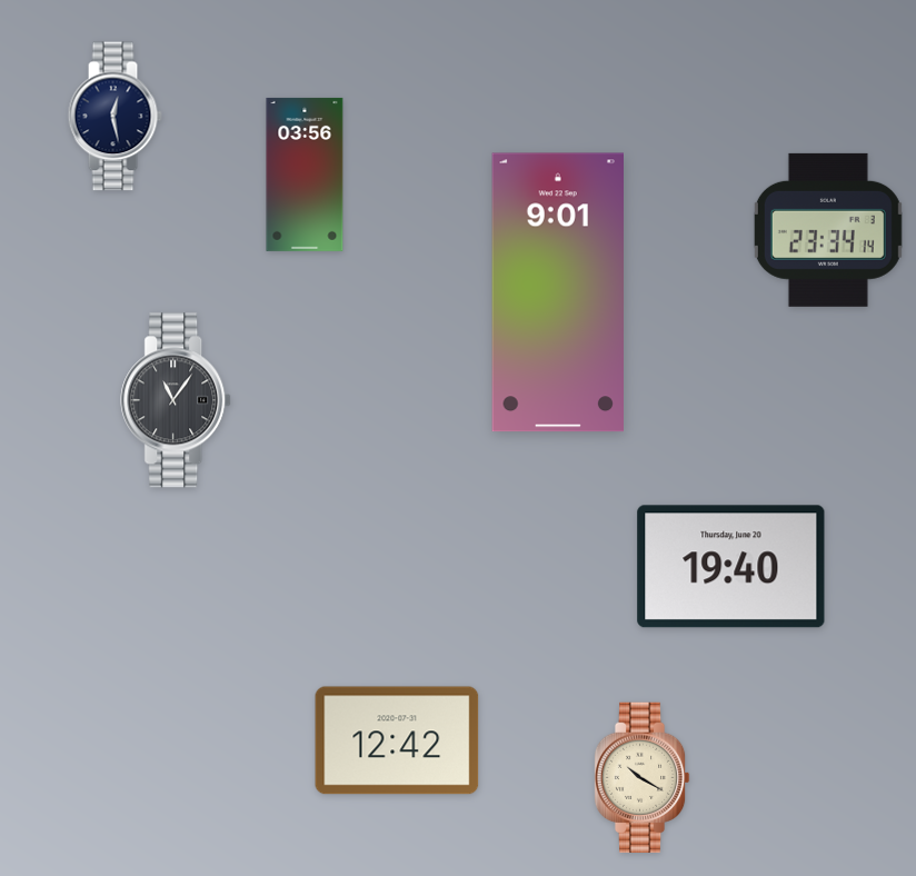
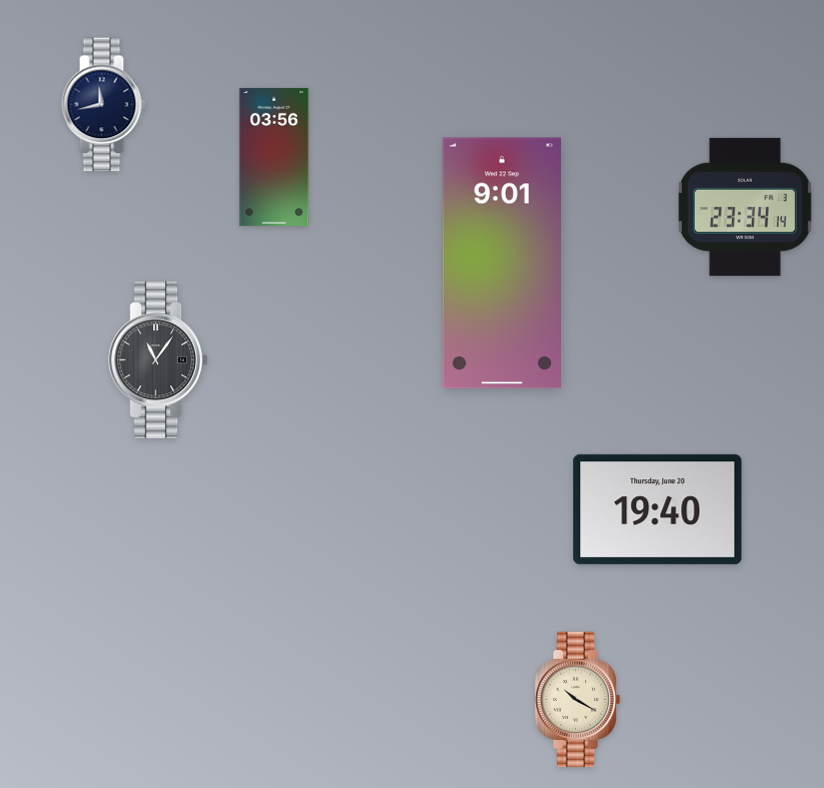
clock at (114, 117): 12:28 -> 11:43
clock at (397, 740): 12:42 -> none
